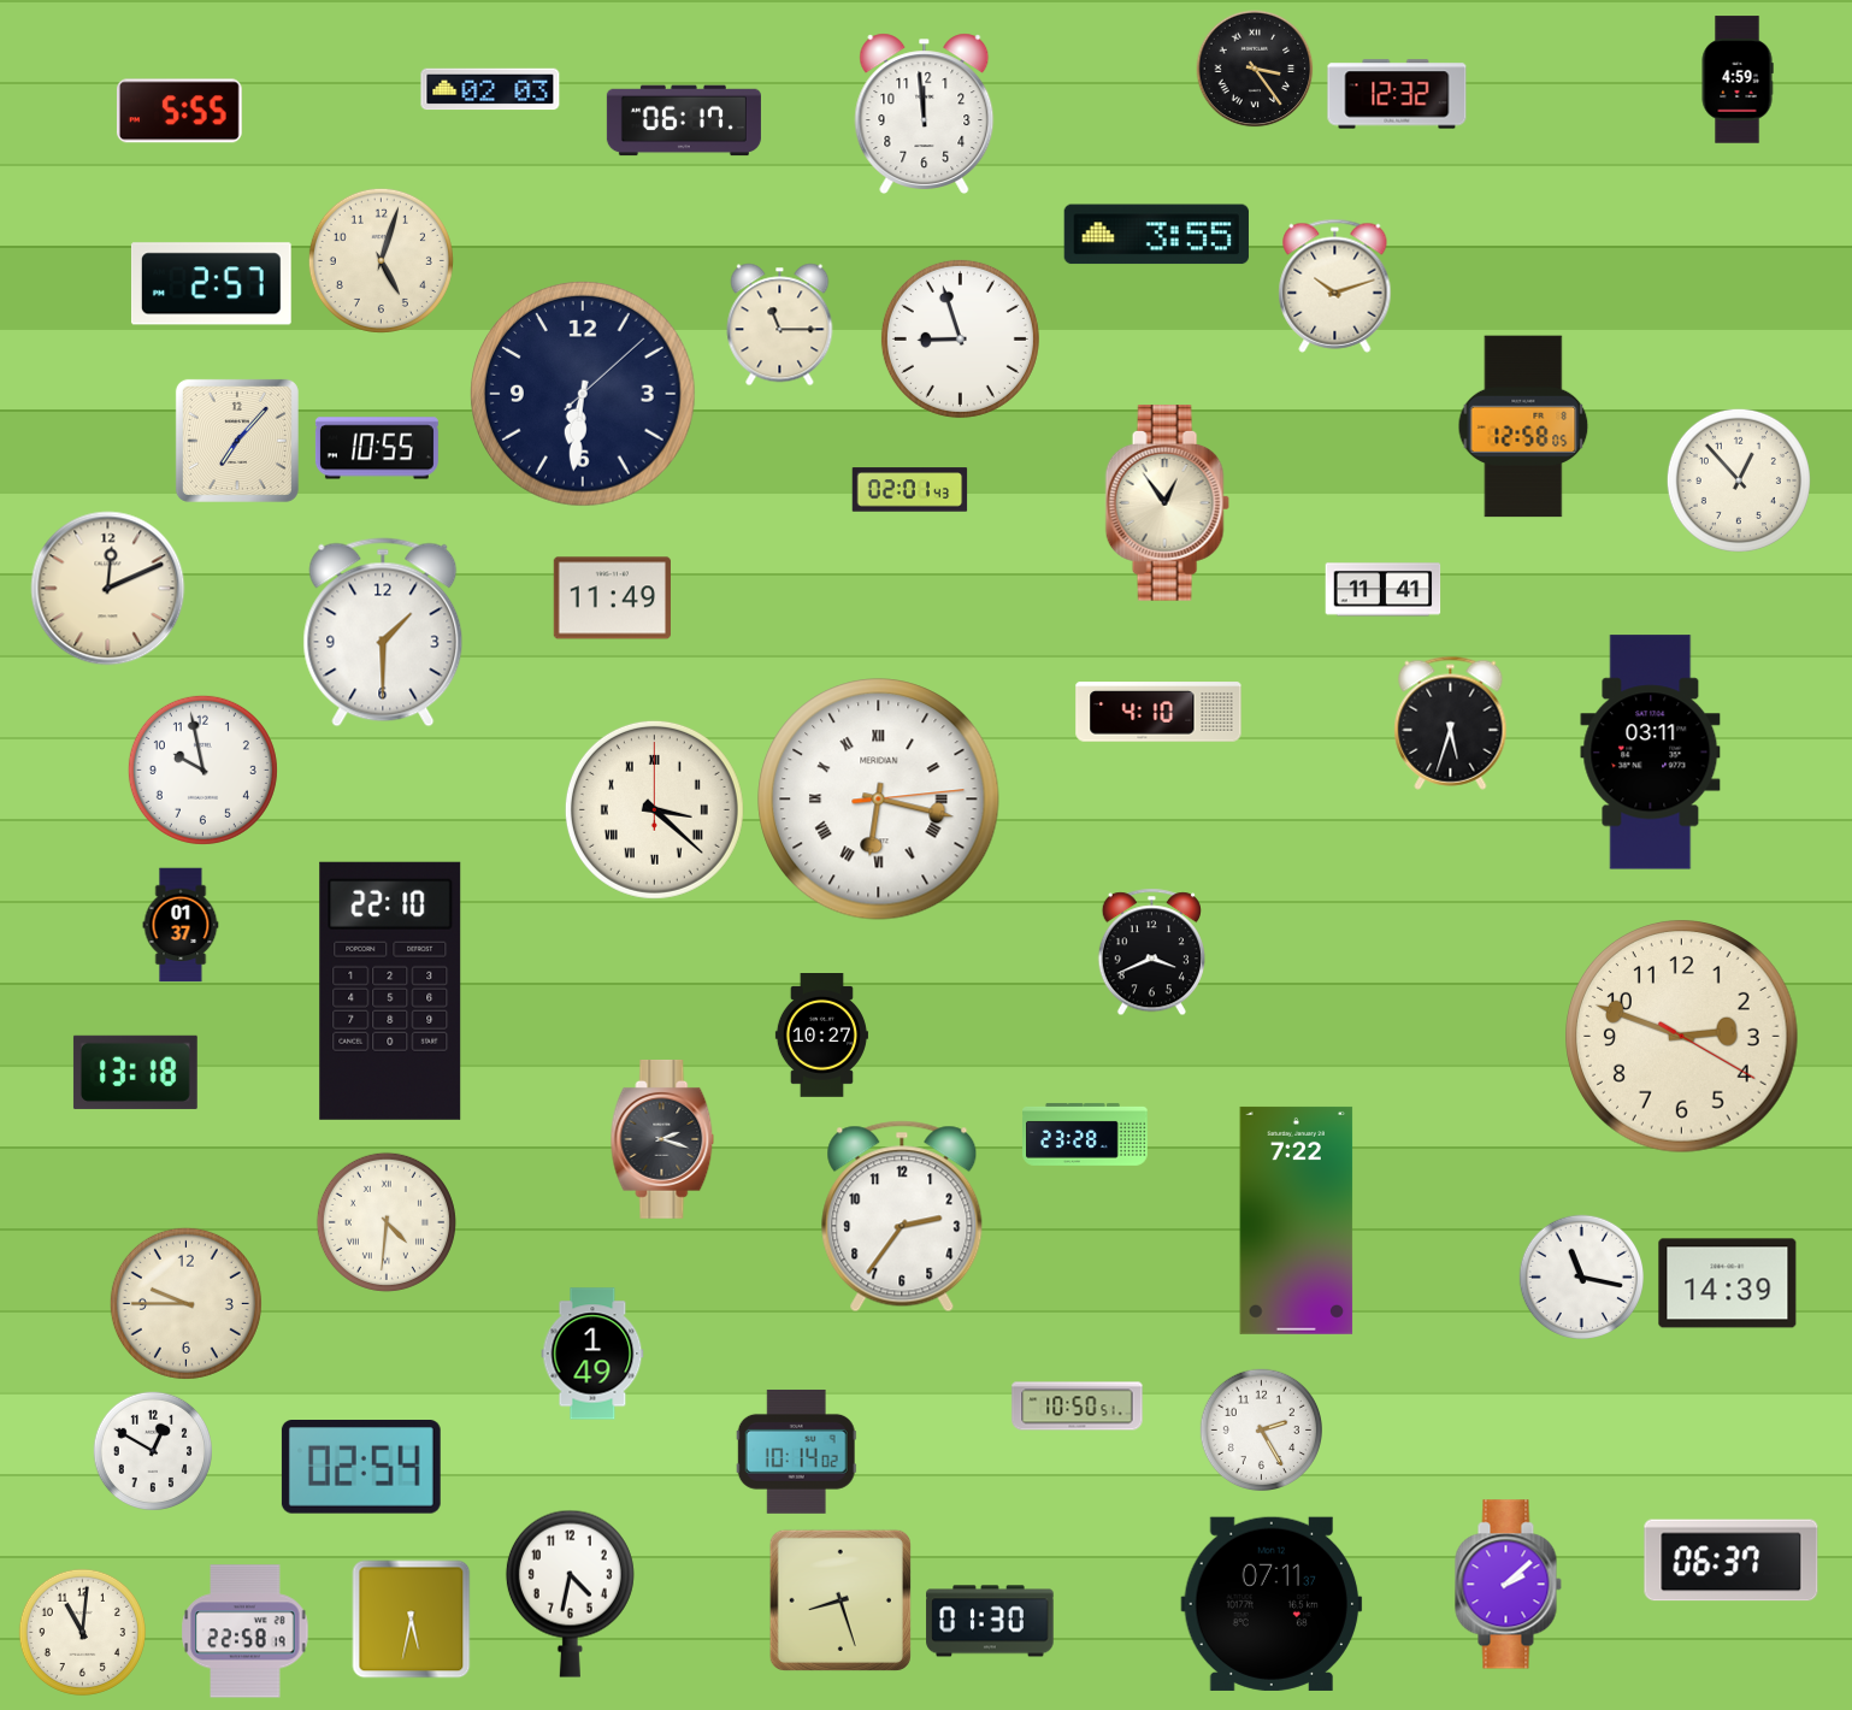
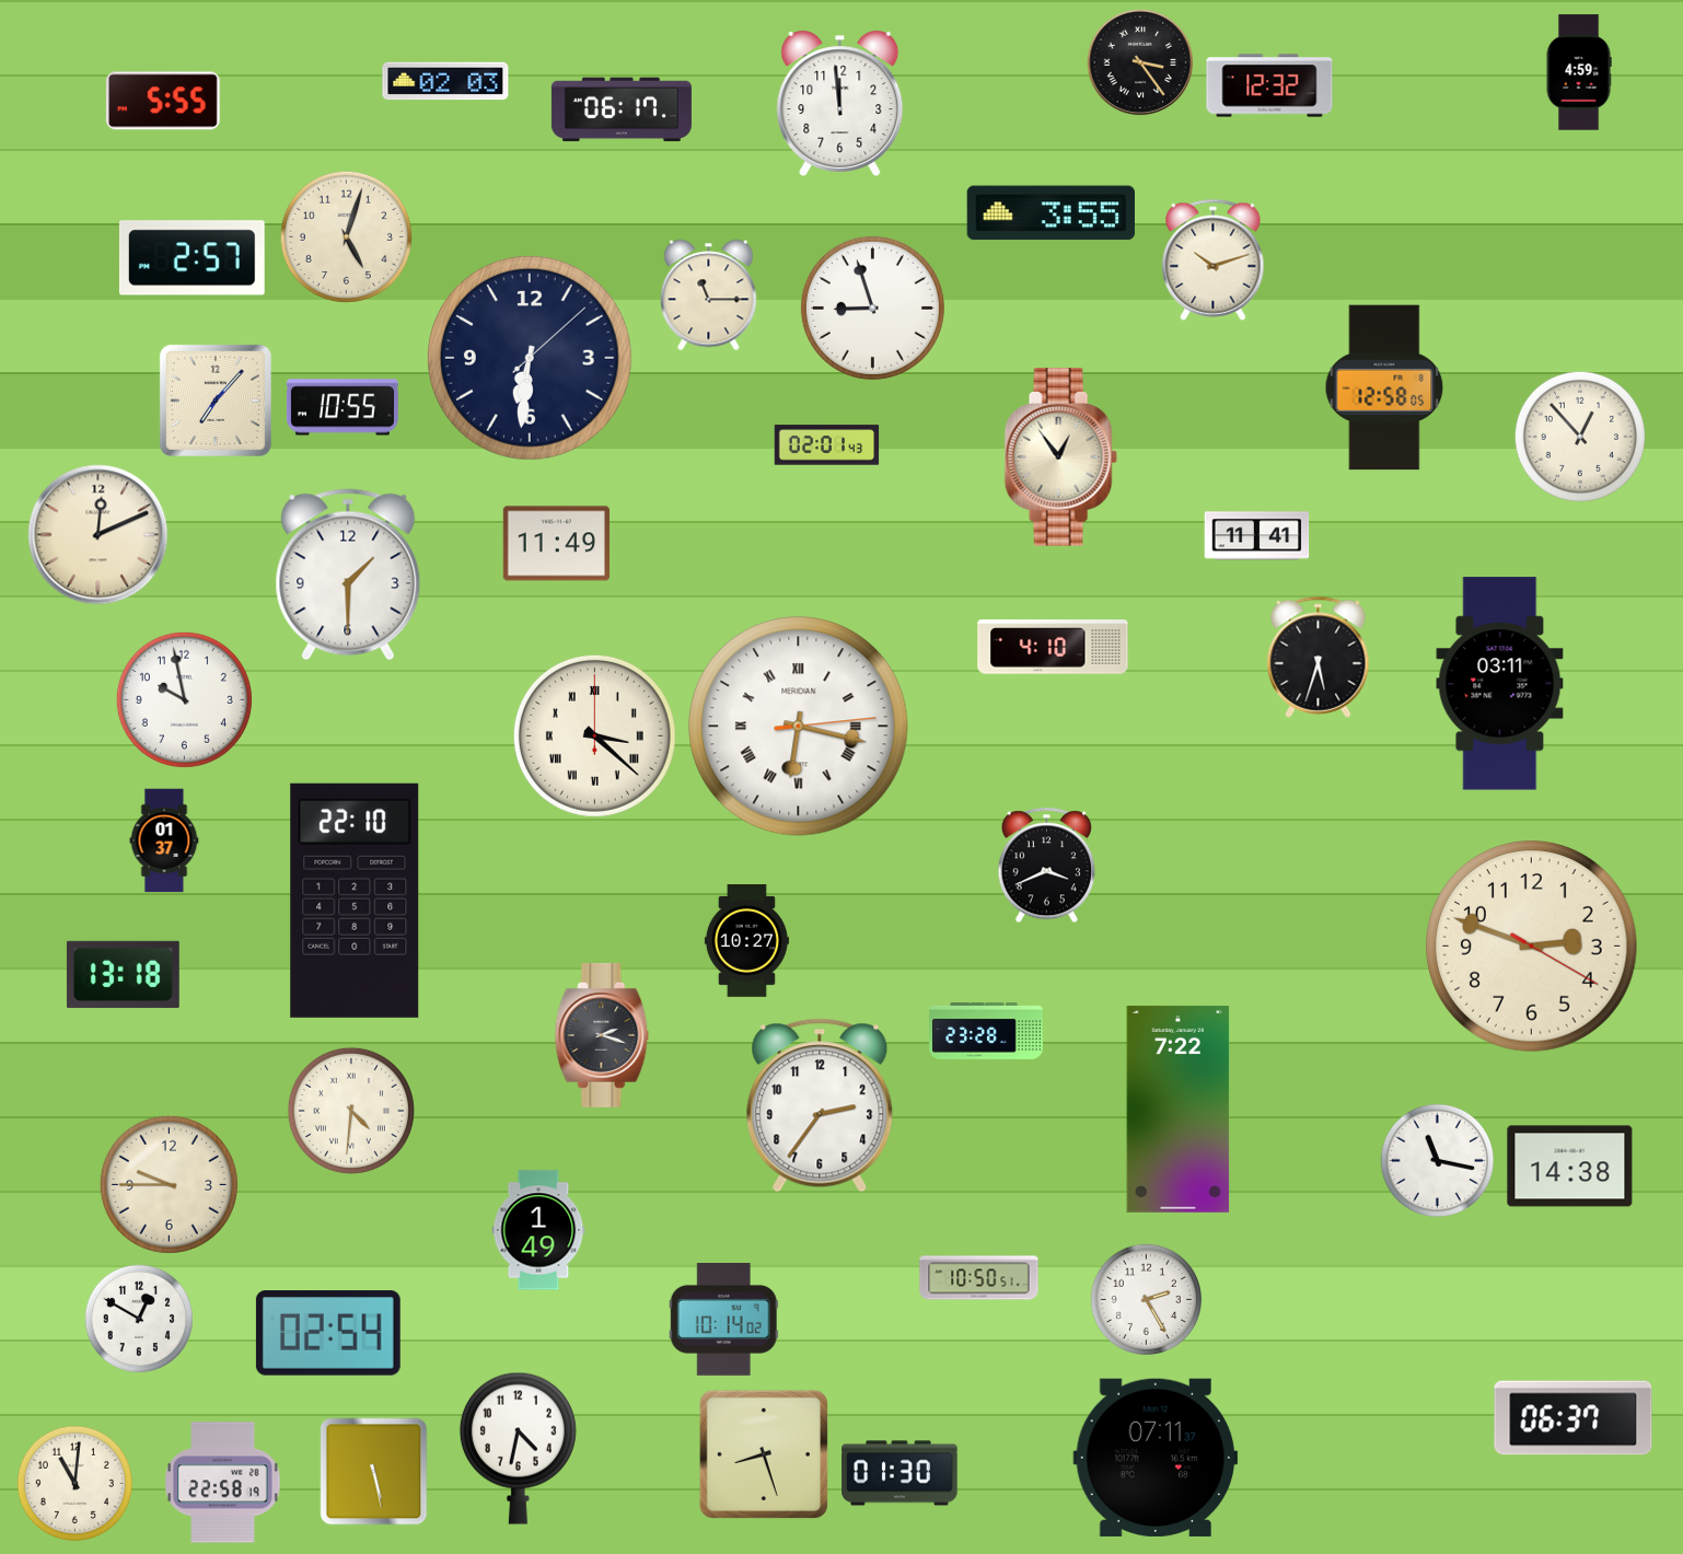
clock at (1682, 1037) position: (1682, 1037) -> (1532, 947)
clock at (1728, 1284): 14:39 -> 14:38
clock at (1508, 1585): 2:08 -> none
clock at (412, 1620): 5:32 -> 5:28
